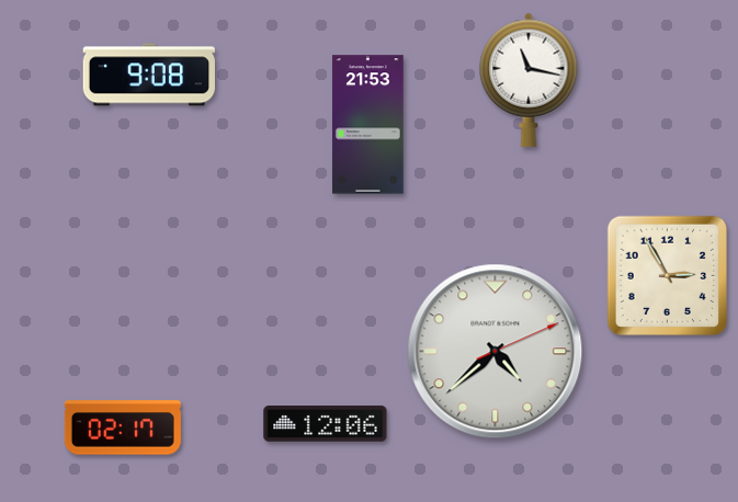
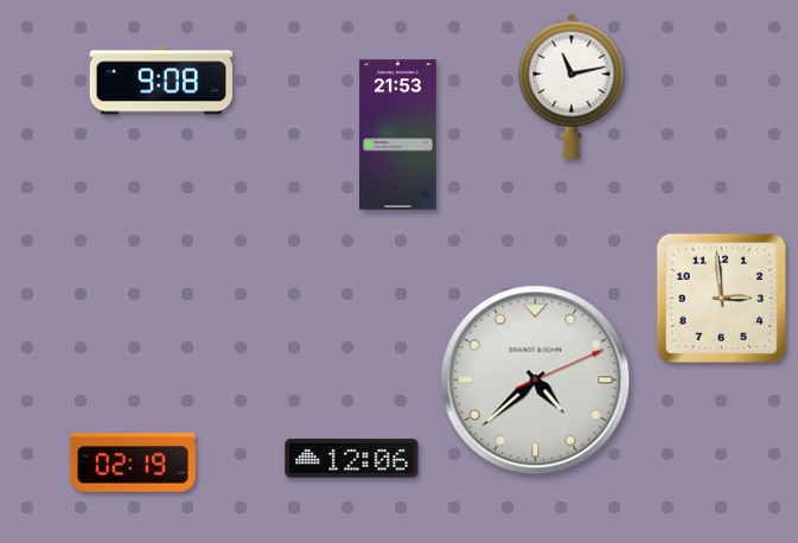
clock at (529, 80): 11:17 -> 11:13
clock at (667, 275): 2:55 -> 2:59
clock at (123, 427): 02:17 -> 02:19
